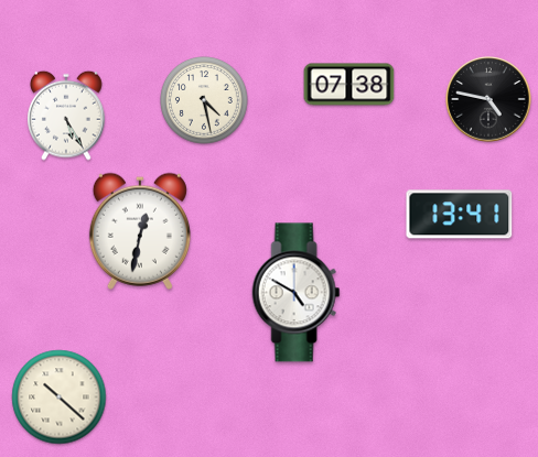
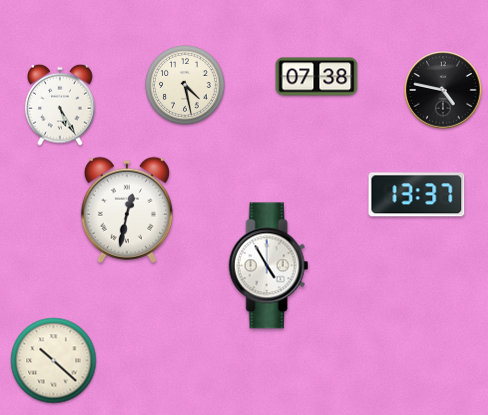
clock at (205, 101) position: (205, 101) -> (186, 86)
clock at (460, 215): 13:41 -> 13:37
clock at (297, 293): 4:50 -> 4:55
